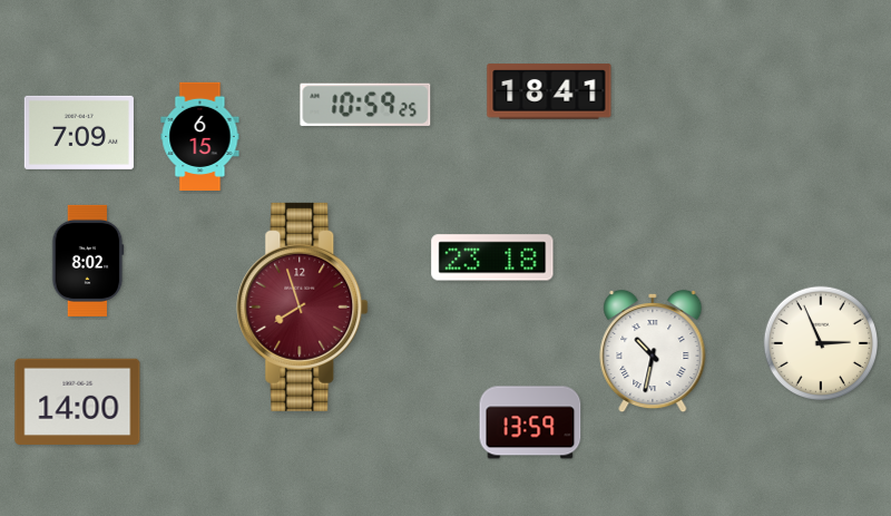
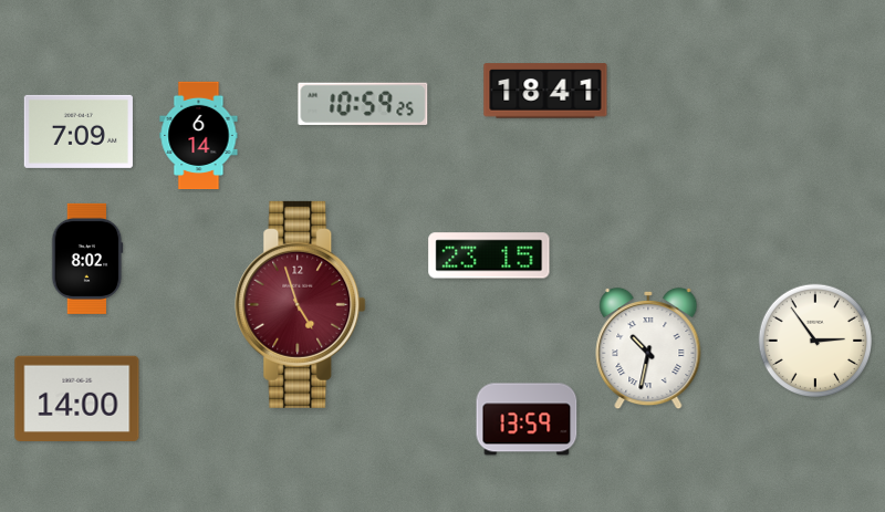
clock at (200, 137): 6:15 -> 6:14
clock at (492, 257): 23:18 -> 23:15
clock at (303, 306): 7:57 -> 4:57
clock at (820, 342): 2:56 -> 2:54
